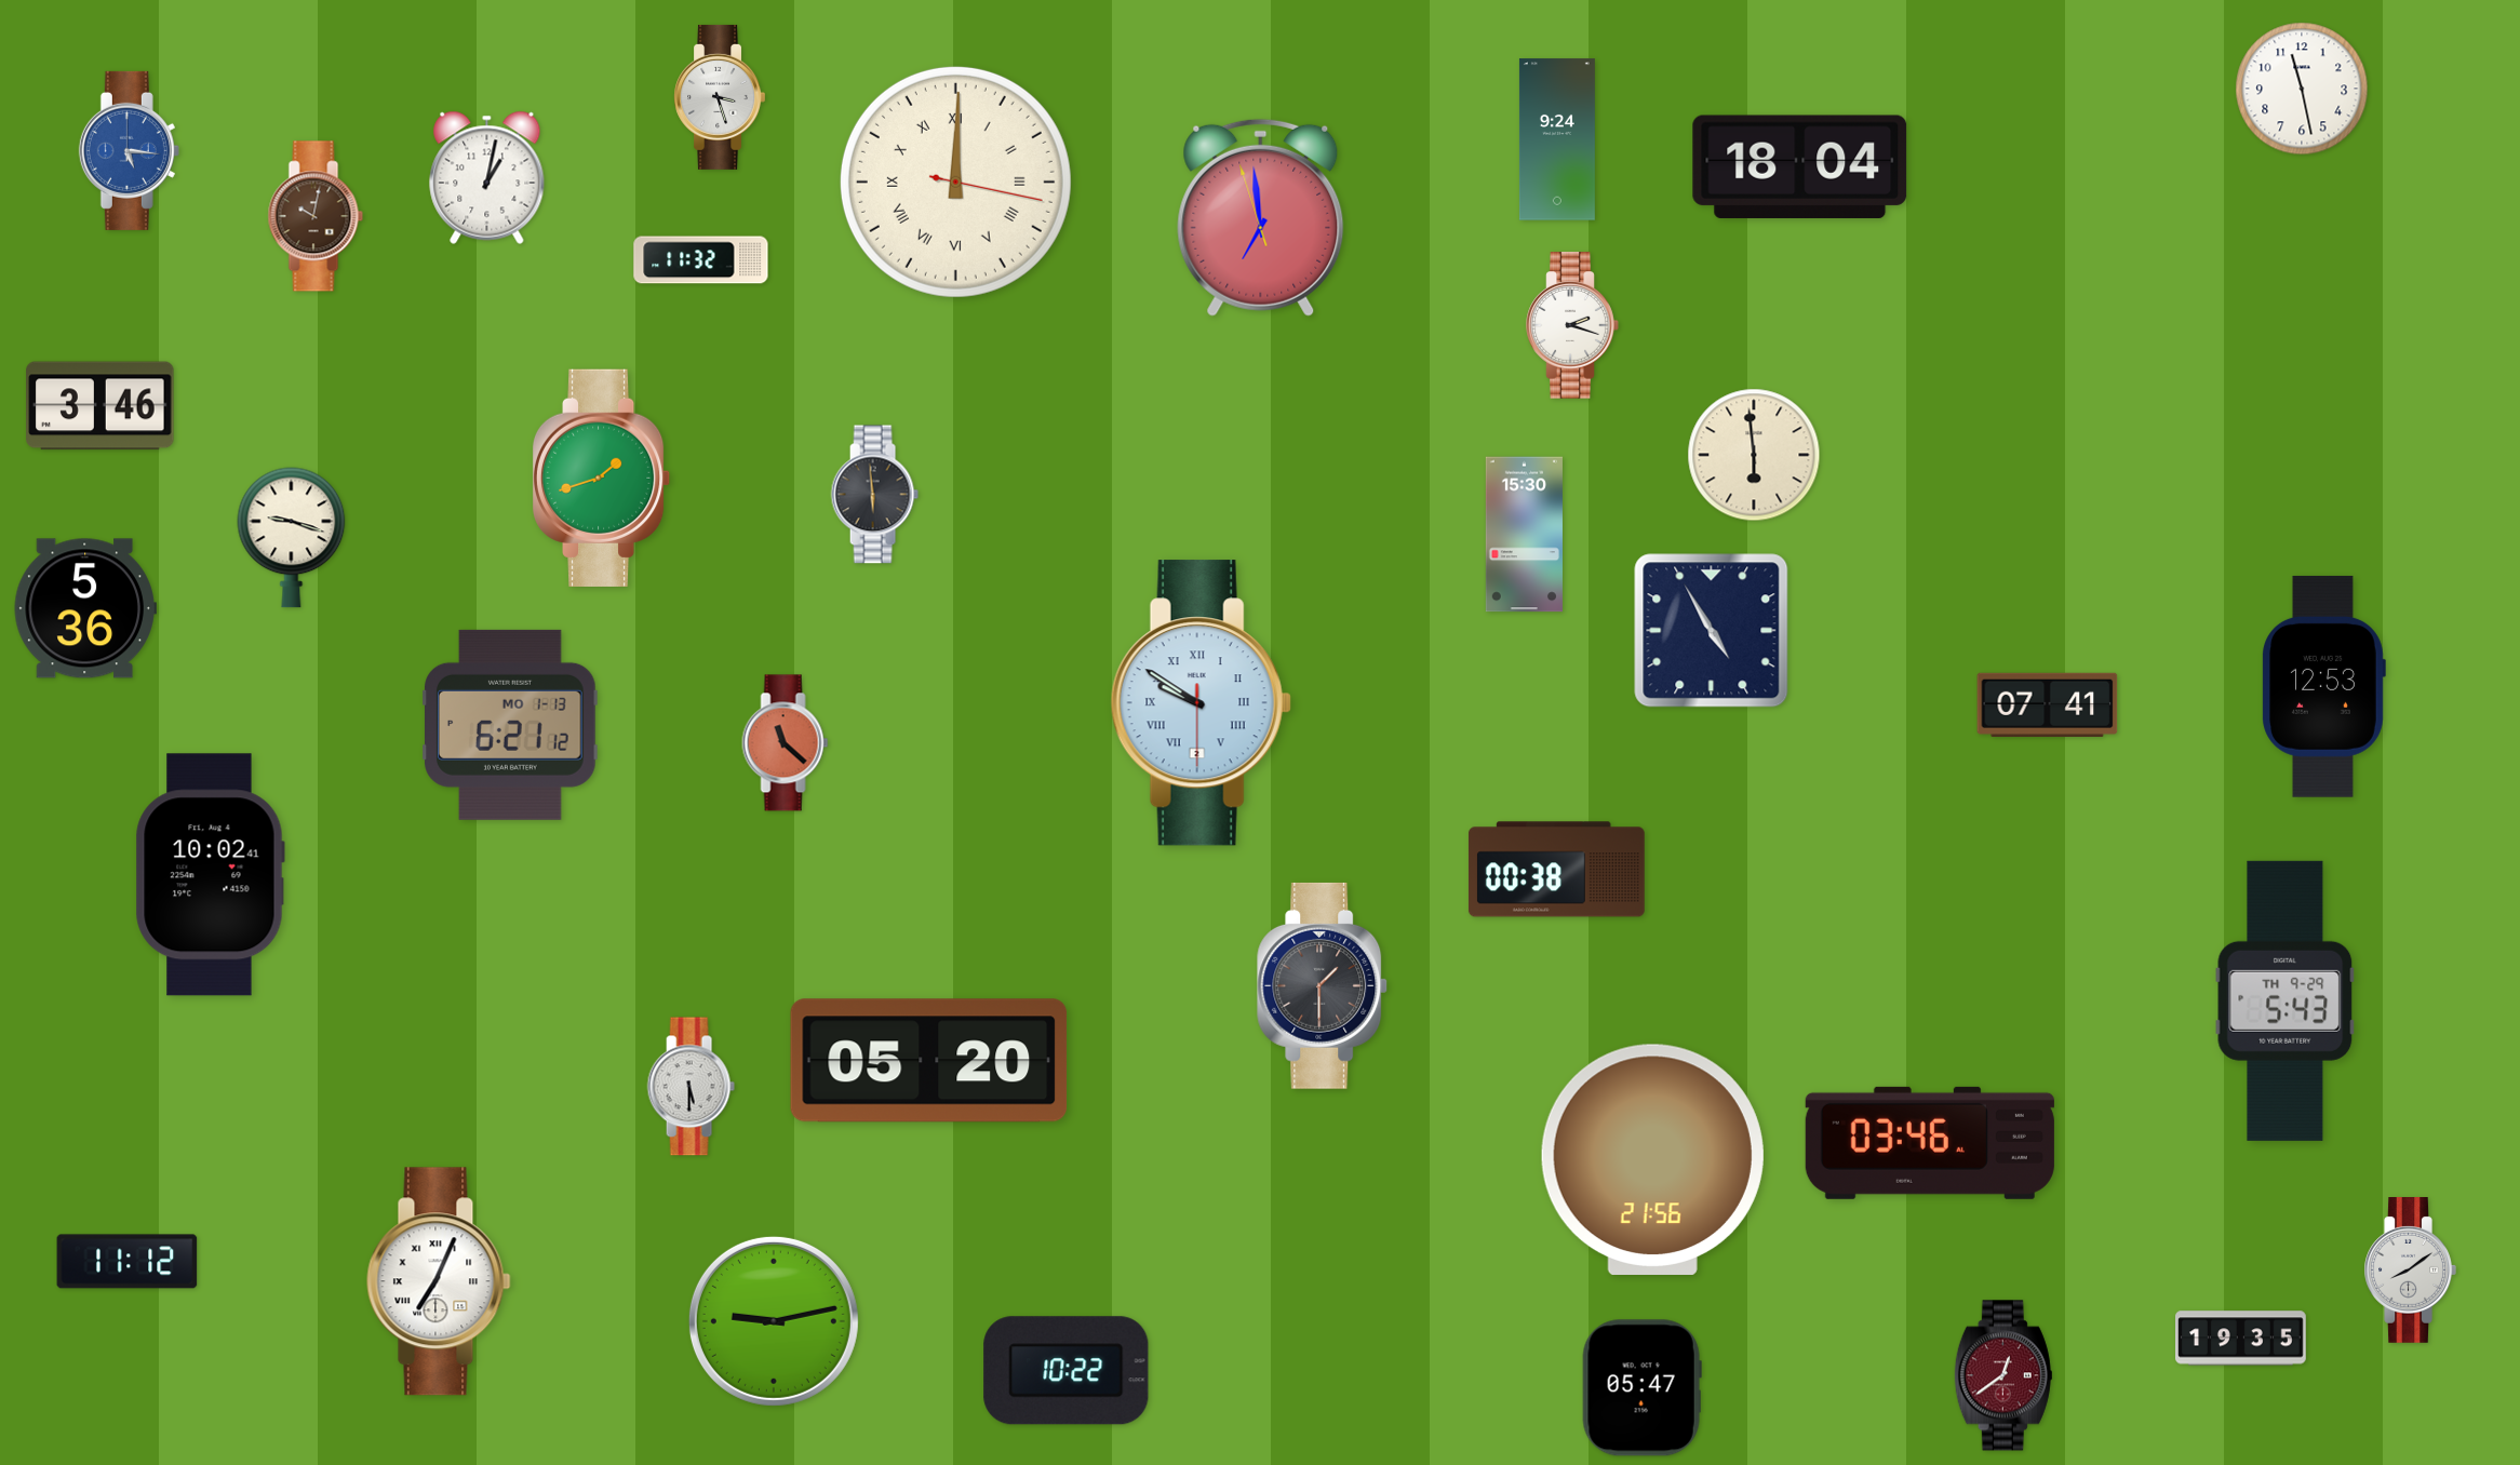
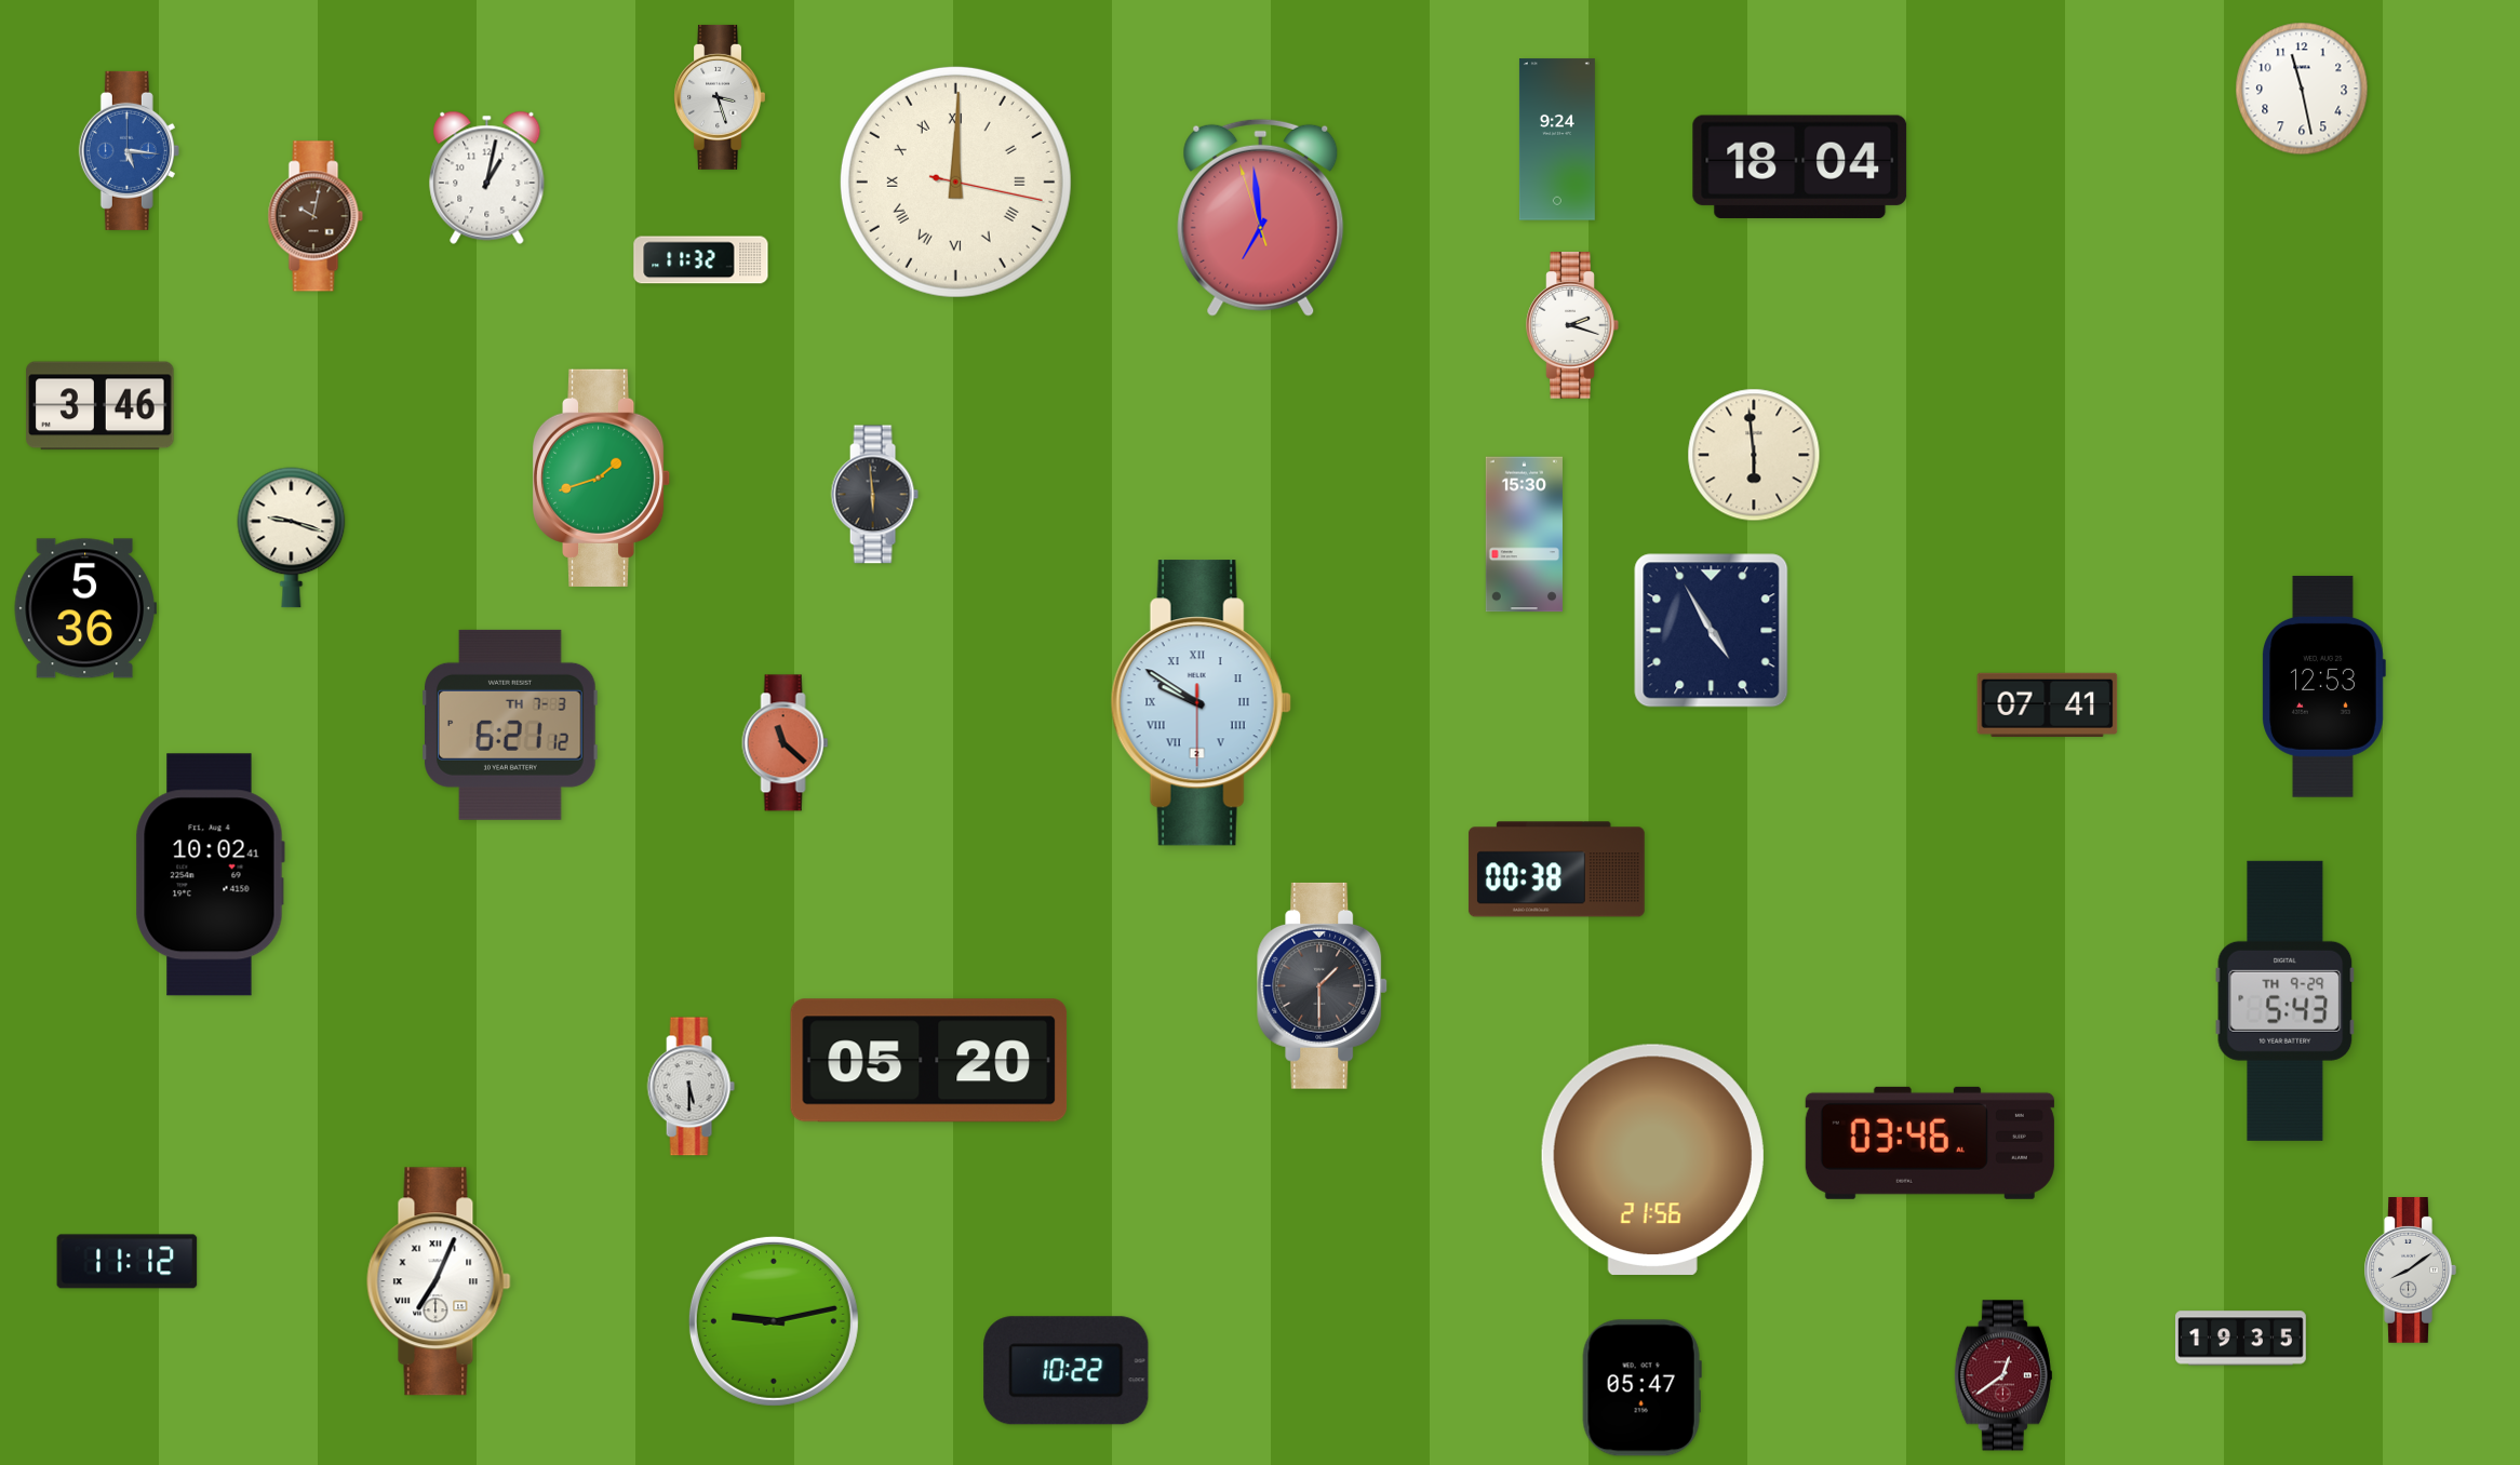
clock at (510, 725) date: MO 1-13 -> TH 7-3
